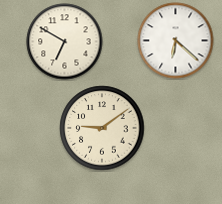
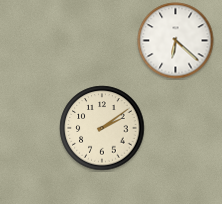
clock at (65, 42): 6:50 -> none
clock at (102, 128): 9:09 -> 2:09
